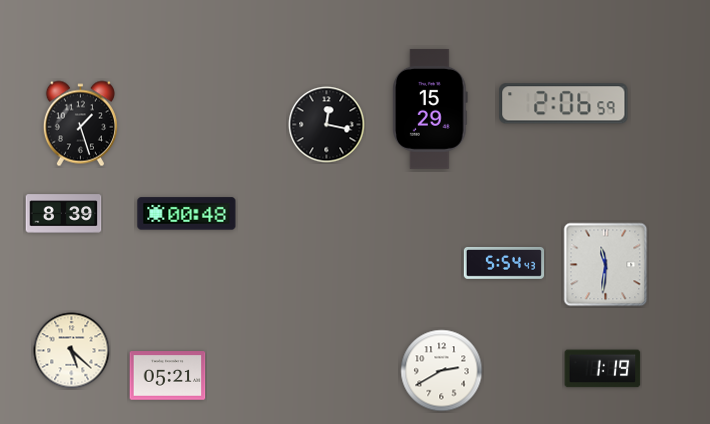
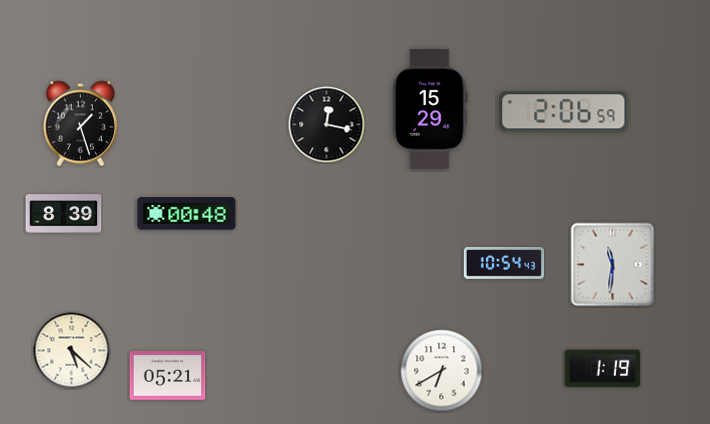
clock at (564, 104) position: (564, 104) -> (564, 112)
clock at (504, 263): 5:54 -> 10:54
clock at (606, 265) position: (606, 265) -> (613, 265)
clock at (442, 371): 2:40 -> 6:40
